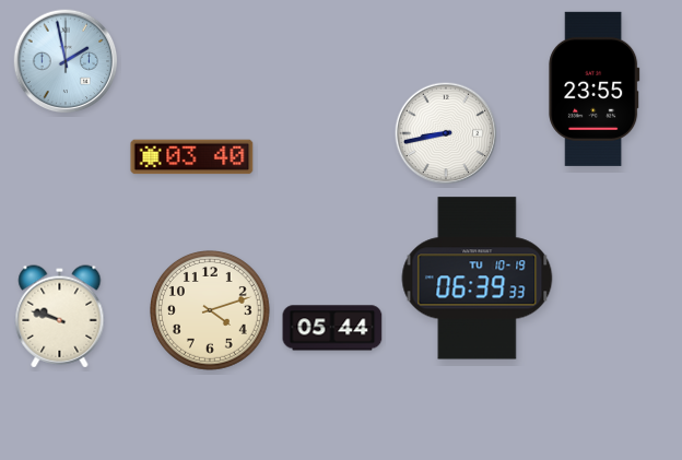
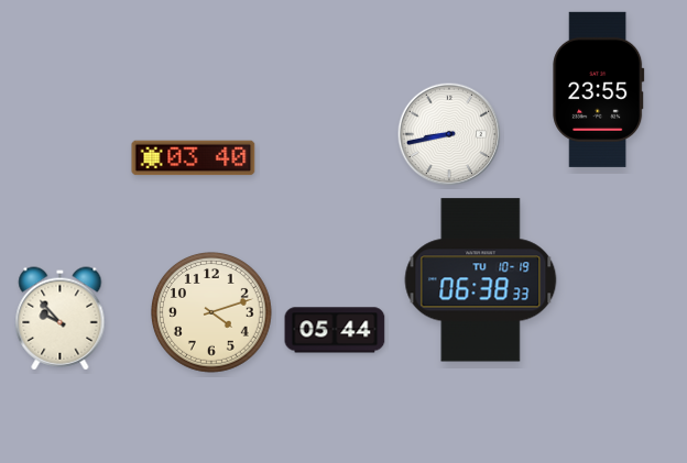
clock at (66, 61): 1:58 -> none
clock at (478, 279): 06:39 -> 06:38
clock at (60, 317): 9:48 -> 9:53
